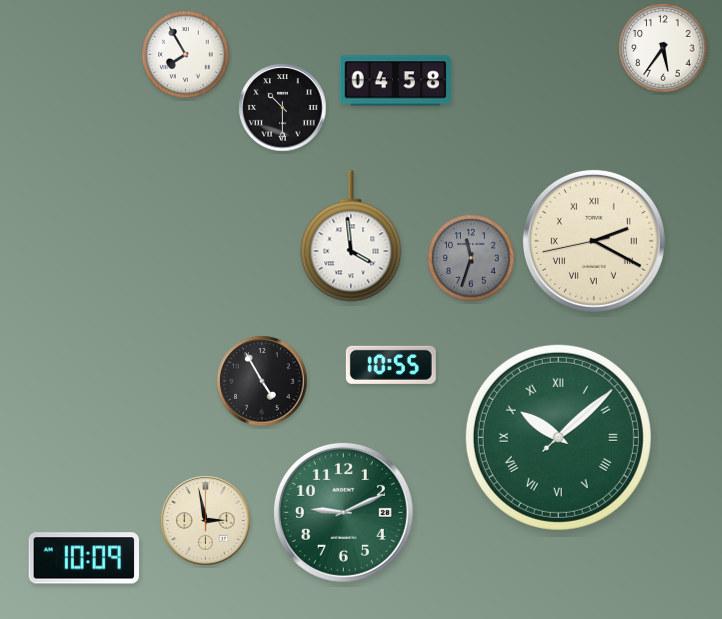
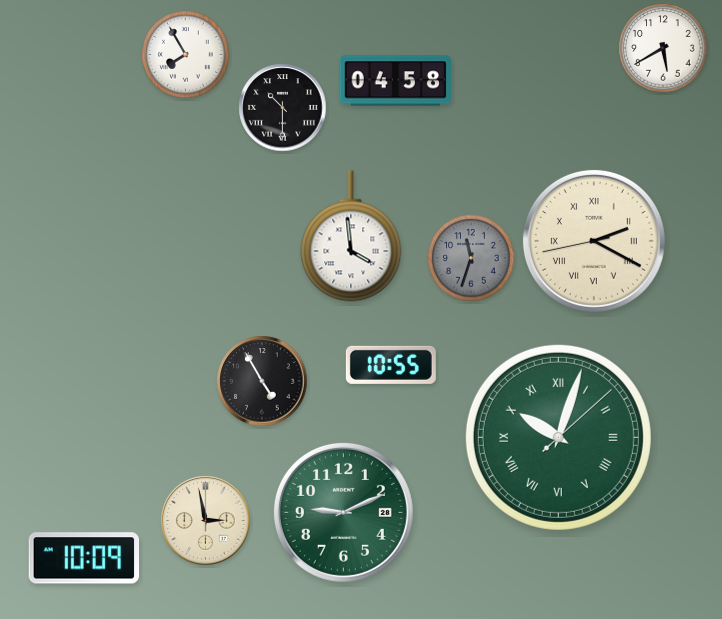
clock at (663, 48): 5:36 -> 5:40
clock at (558, 437): 10:08 -> 10:03
